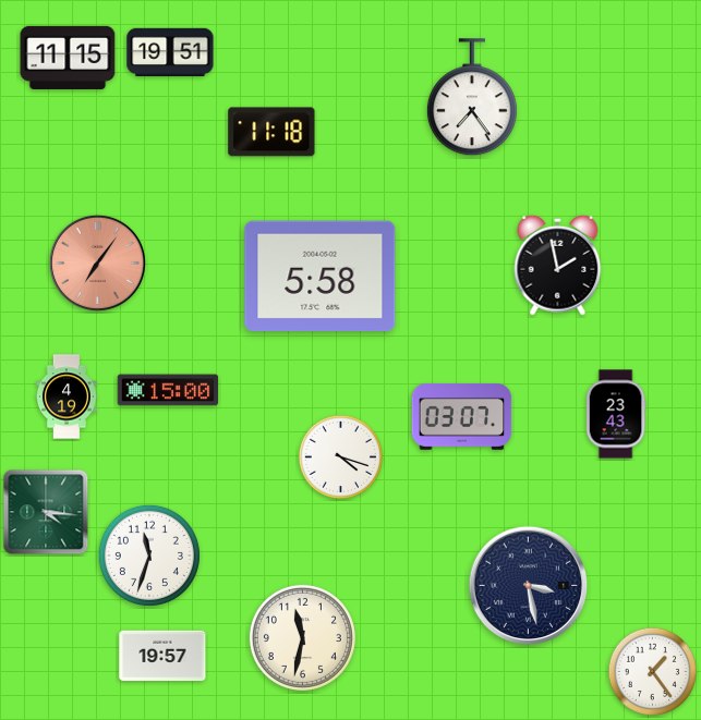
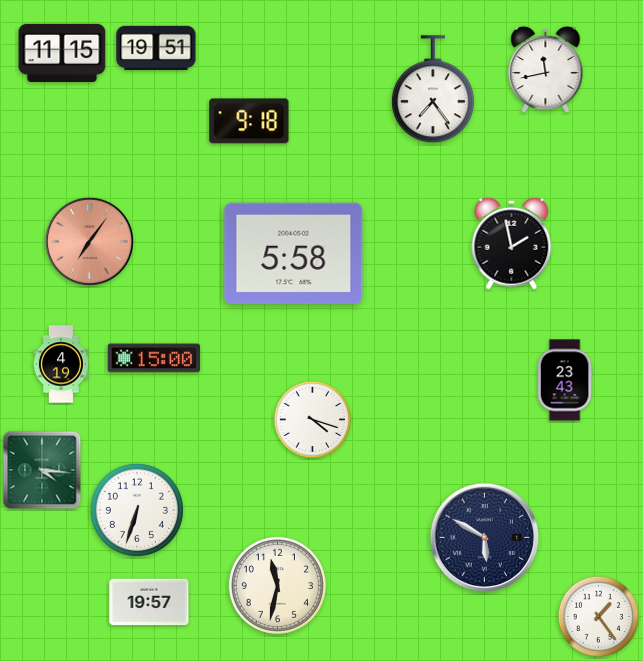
clock at (546, 70): none -> 11:43
clock at (271, 132): 11:18 -> 9:18
clock at (462, 417): 03:07 -> none
clock at (149, 556): 11:33 -> 6:33
clock at (529, 586): 3:28 -> 5:50
